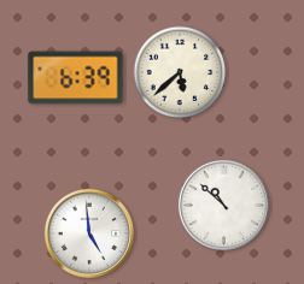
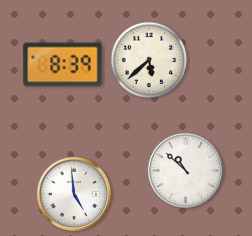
clock at (76, 78): 6:39 -> 8:39
